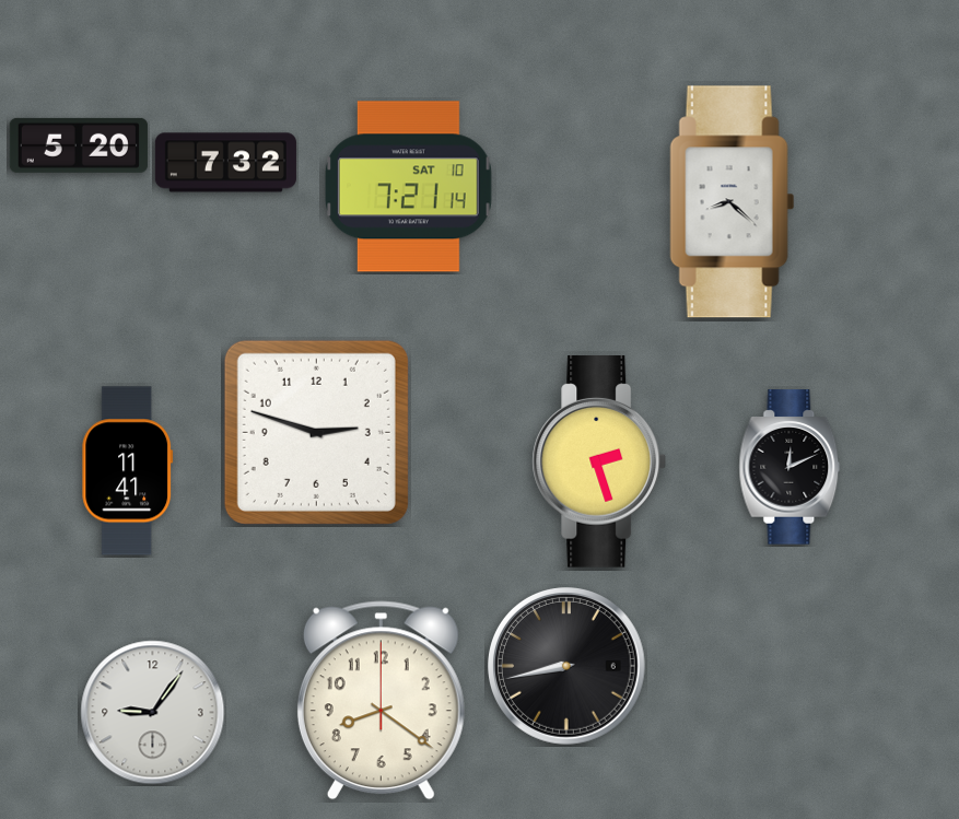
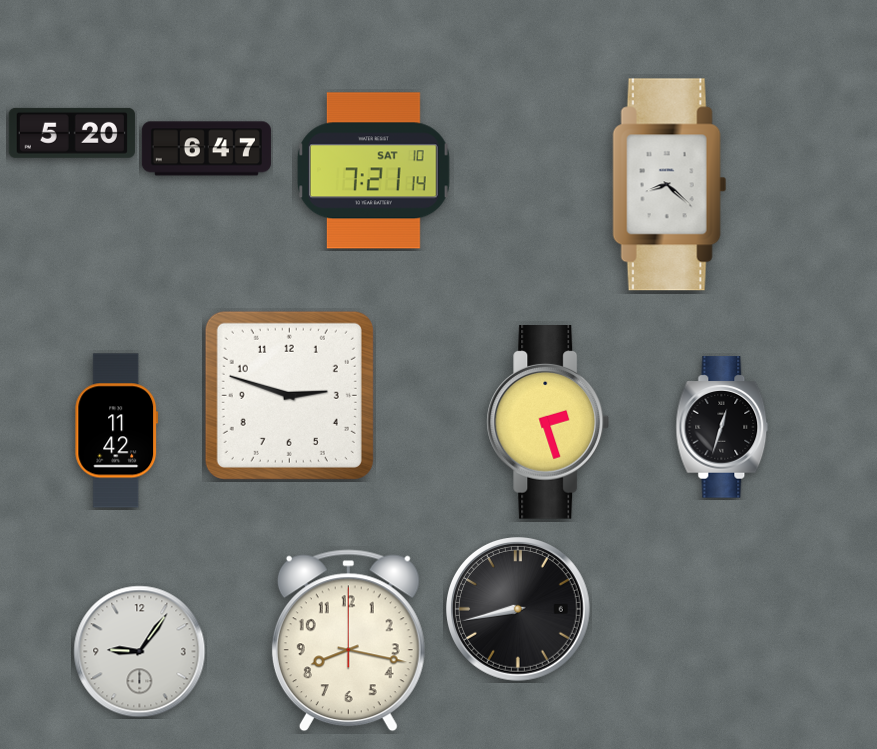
clock at (225, 163): 7:32 -> 6:47
clock at (790, 467): 12:11 -> 12:33
clock at (128, 471): 11:41 -> 11:42
clock at (381, 701): 8:21 -> 8:17
